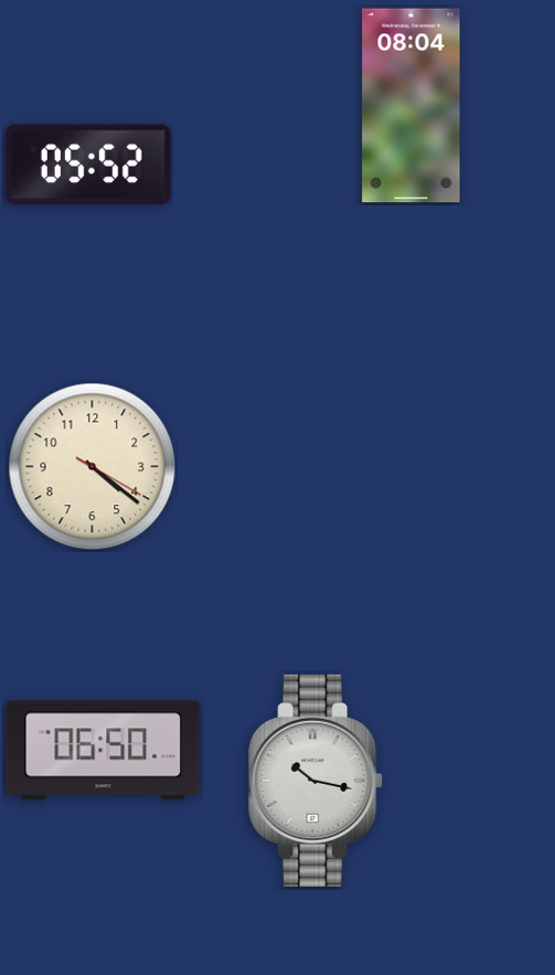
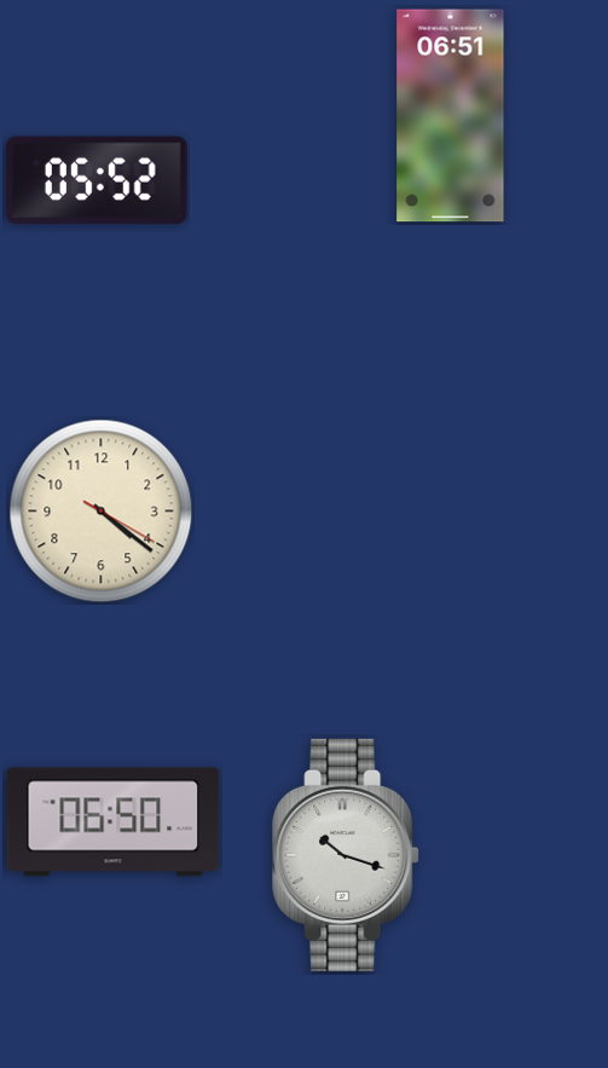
clock at (412, 106): 08:04 -> 06:51
clock at (316, 781): 10:17 -> 10:18
